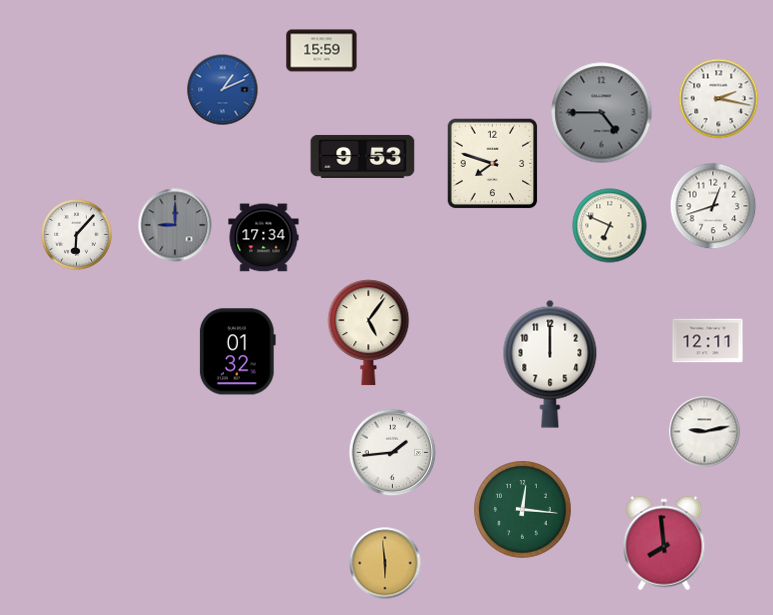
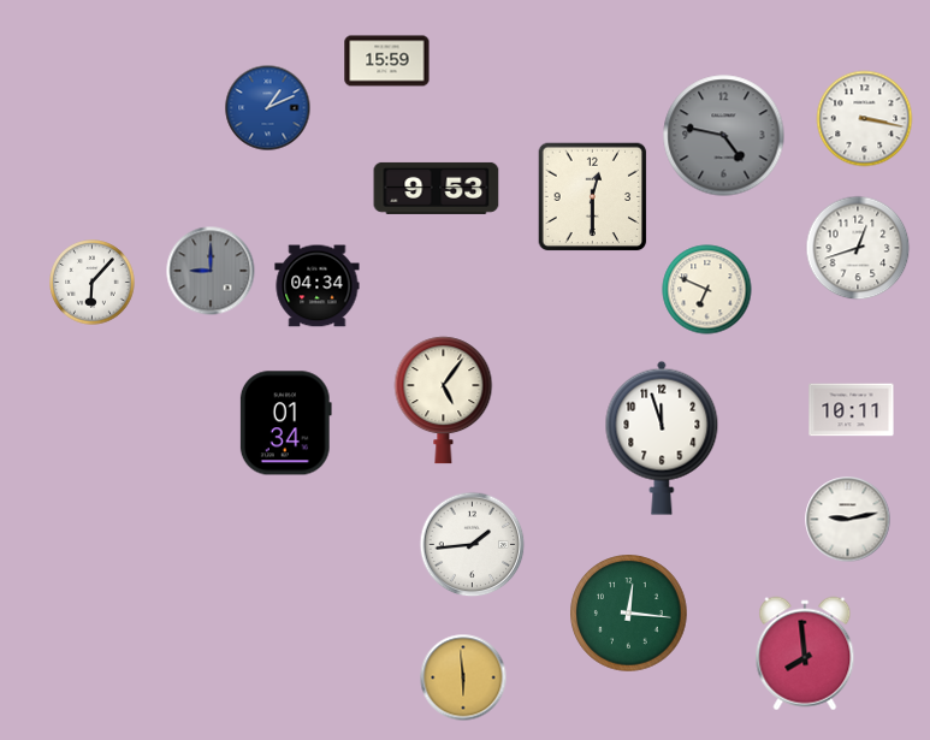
clock at (719, 99): 2:17 -> 3:17
clock at (602, 113): 4:45 -> 4:47
clock at (493, 164): 7:48 -> 12:30
clock at (610, 226) position: (610, 226) -> (707, 290)
clock at (264, 238): 17:34 -> 04:34
clock at (708, 341): 12:11 -> 10:11
clock at (237, 352): 01:32 -> 01:34
clock at (550, 364): 12:00 -> 11:57
clock at (664, 543) position: (664, 543) -> (805, 653)
